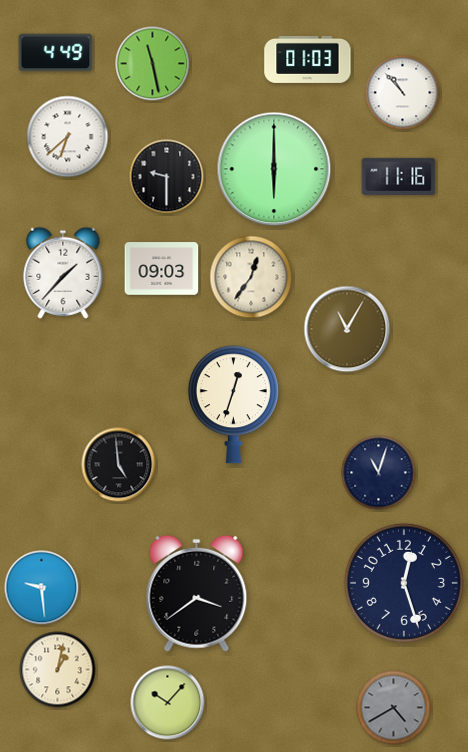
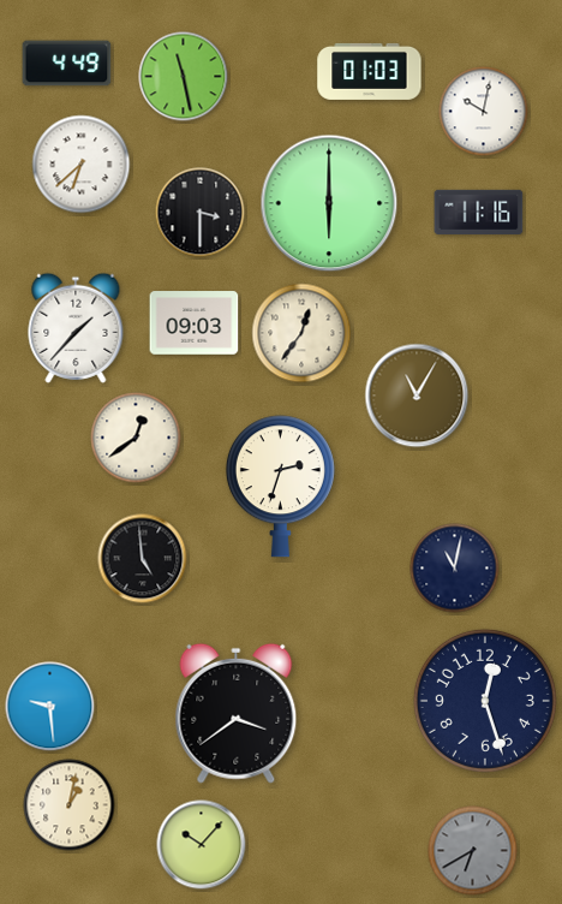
clock at (403, 93): 10:53 -> 10:02
clock at (167, 177): 9:30 -> 3:30
clock at (136, 438): none -> 12:39
clock at (233, 405): 12:33 -> 2:33
clock at (379, 473): 11:03 -> 11:02
clock at (394, 708): 4:40 -> 6:40
